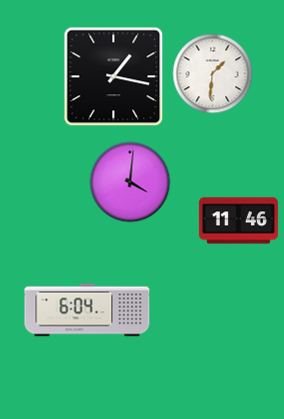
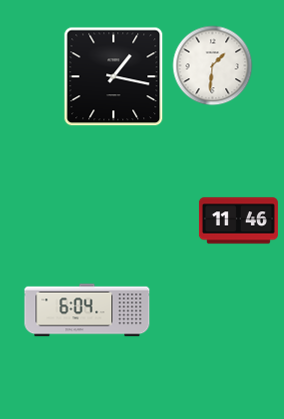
clock at (213, 74) position: (213, 74) -> (213, 66)
clock at (130, 182): 4:01 -> none
